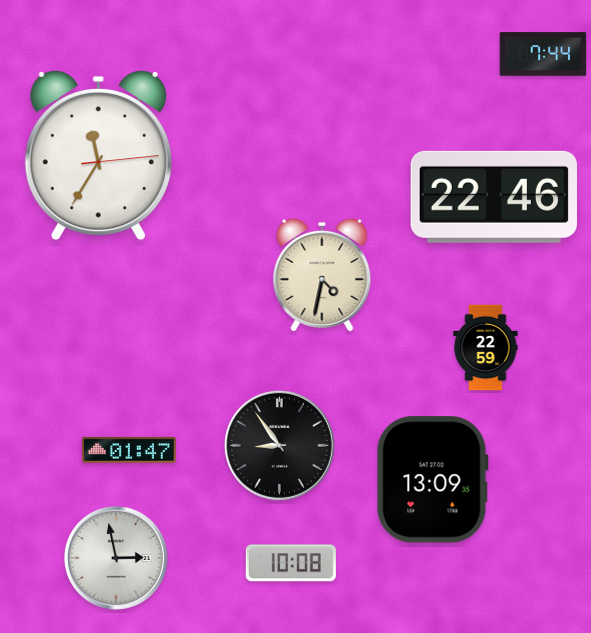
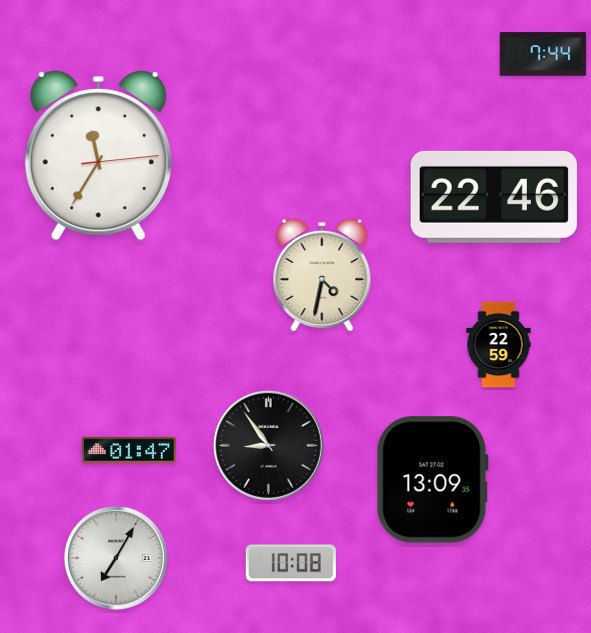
clock at (486, 348) position: (486, 348) -> (499, 345)
clock at (279, 445) position: (279, 445) -> (268, 445)
clock at (116, 558): 2:58 -> 7:05
